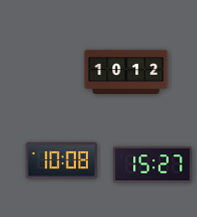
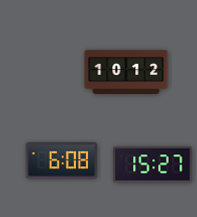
clock at (62, 161): 10:08 -> 6:08
